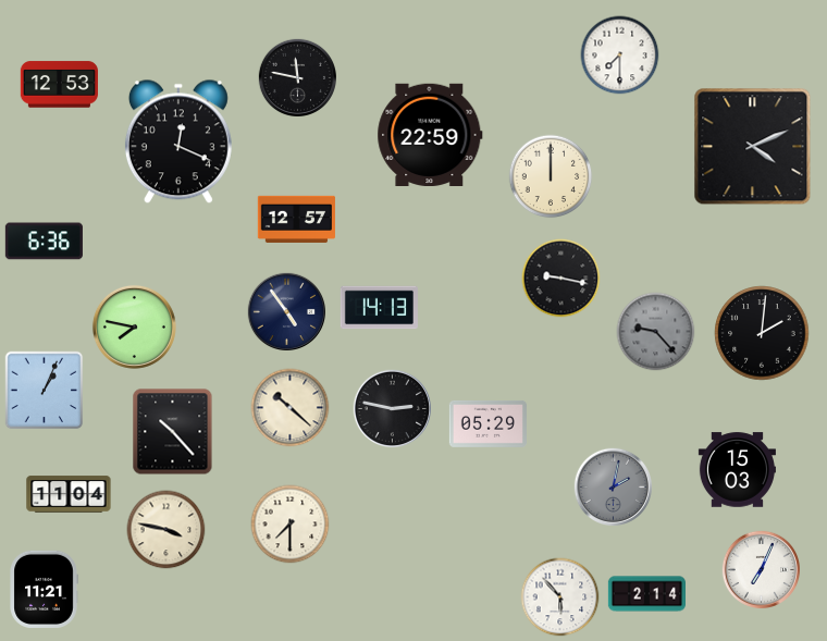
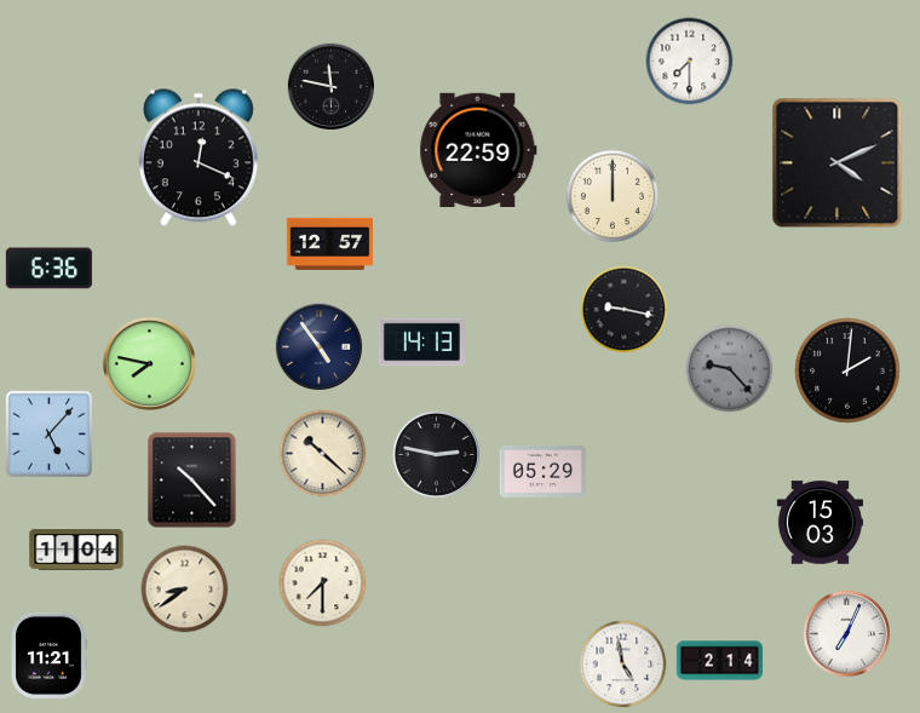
clock at (59, 85): 12:53 -> none
clock at (45, 391): 1:04 -> 5:07
clock at (613, 486): 2:02 -> none
clock at (166, 530): 3:47 -> 8:39
clock at (560, 597): 5:53 -> 4:58
